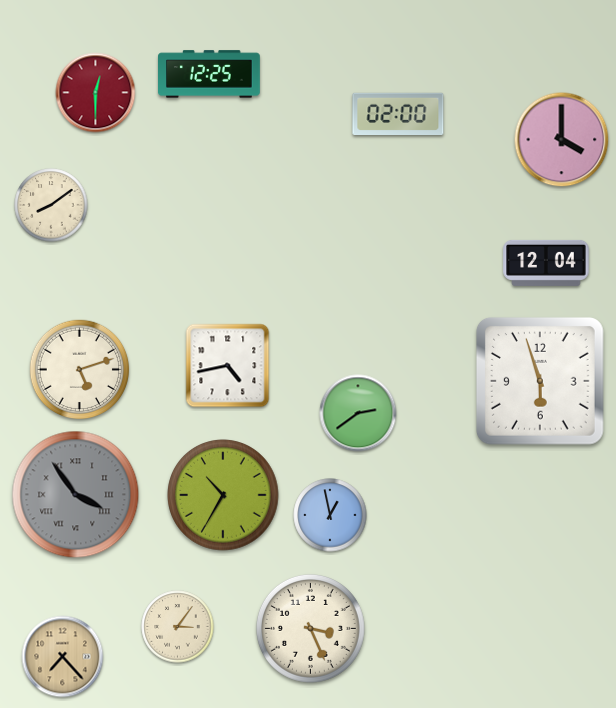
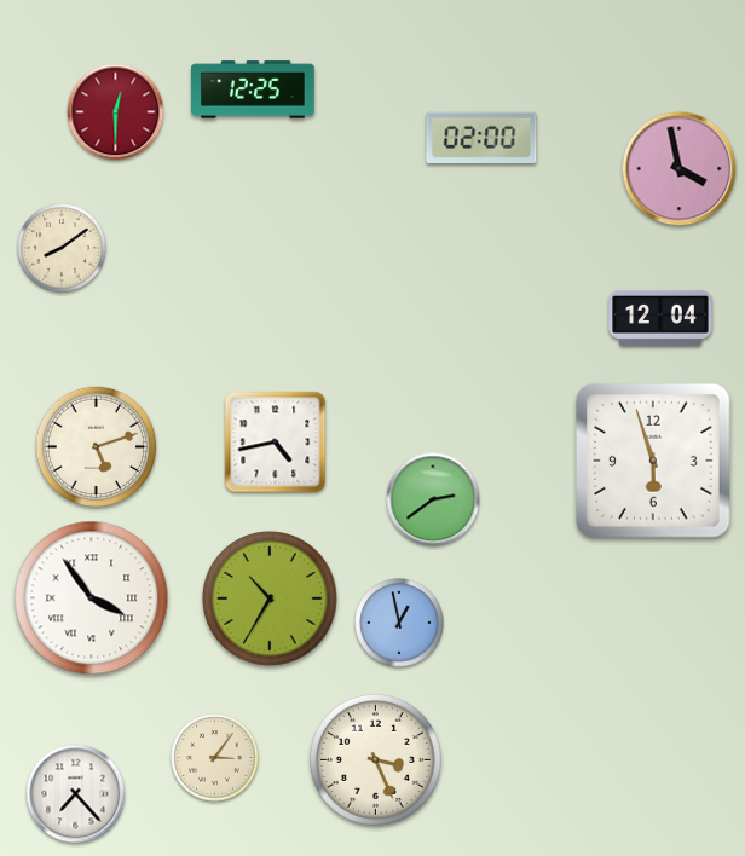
clock at (562, 140): 4:00 -> 3:58
clock at (76, 495) dial: grey -> white
clock at (63, 657) dial: champagne -> white
